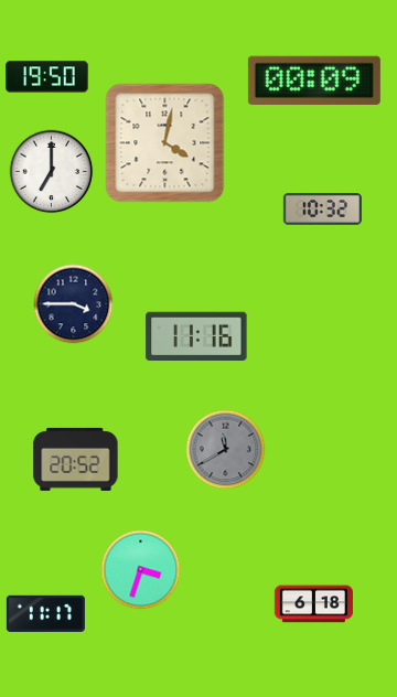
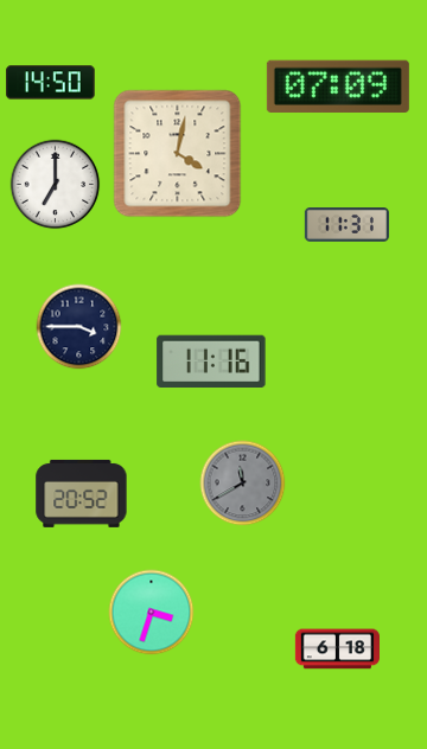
clock at (47, 77): 19:50 -> 14:50
clock at (314, 81): 00:09 -> 07:09
clock at (322, 210): 10:32 -> 11:31
clock at (45, 613): 11:17 -> none
